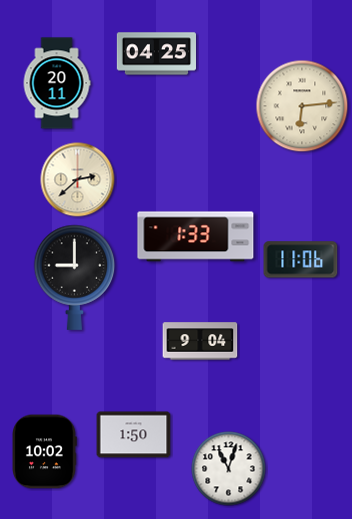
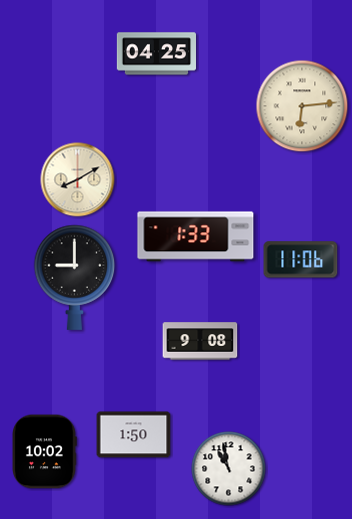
clock at (57, 83): 20:11 -> none
clock at (78, 180): 2:38 -> 8:10
clock at (200, 341): 9:04 -> 9:08
clock at (229, 469): 11:03 -> 10:58
